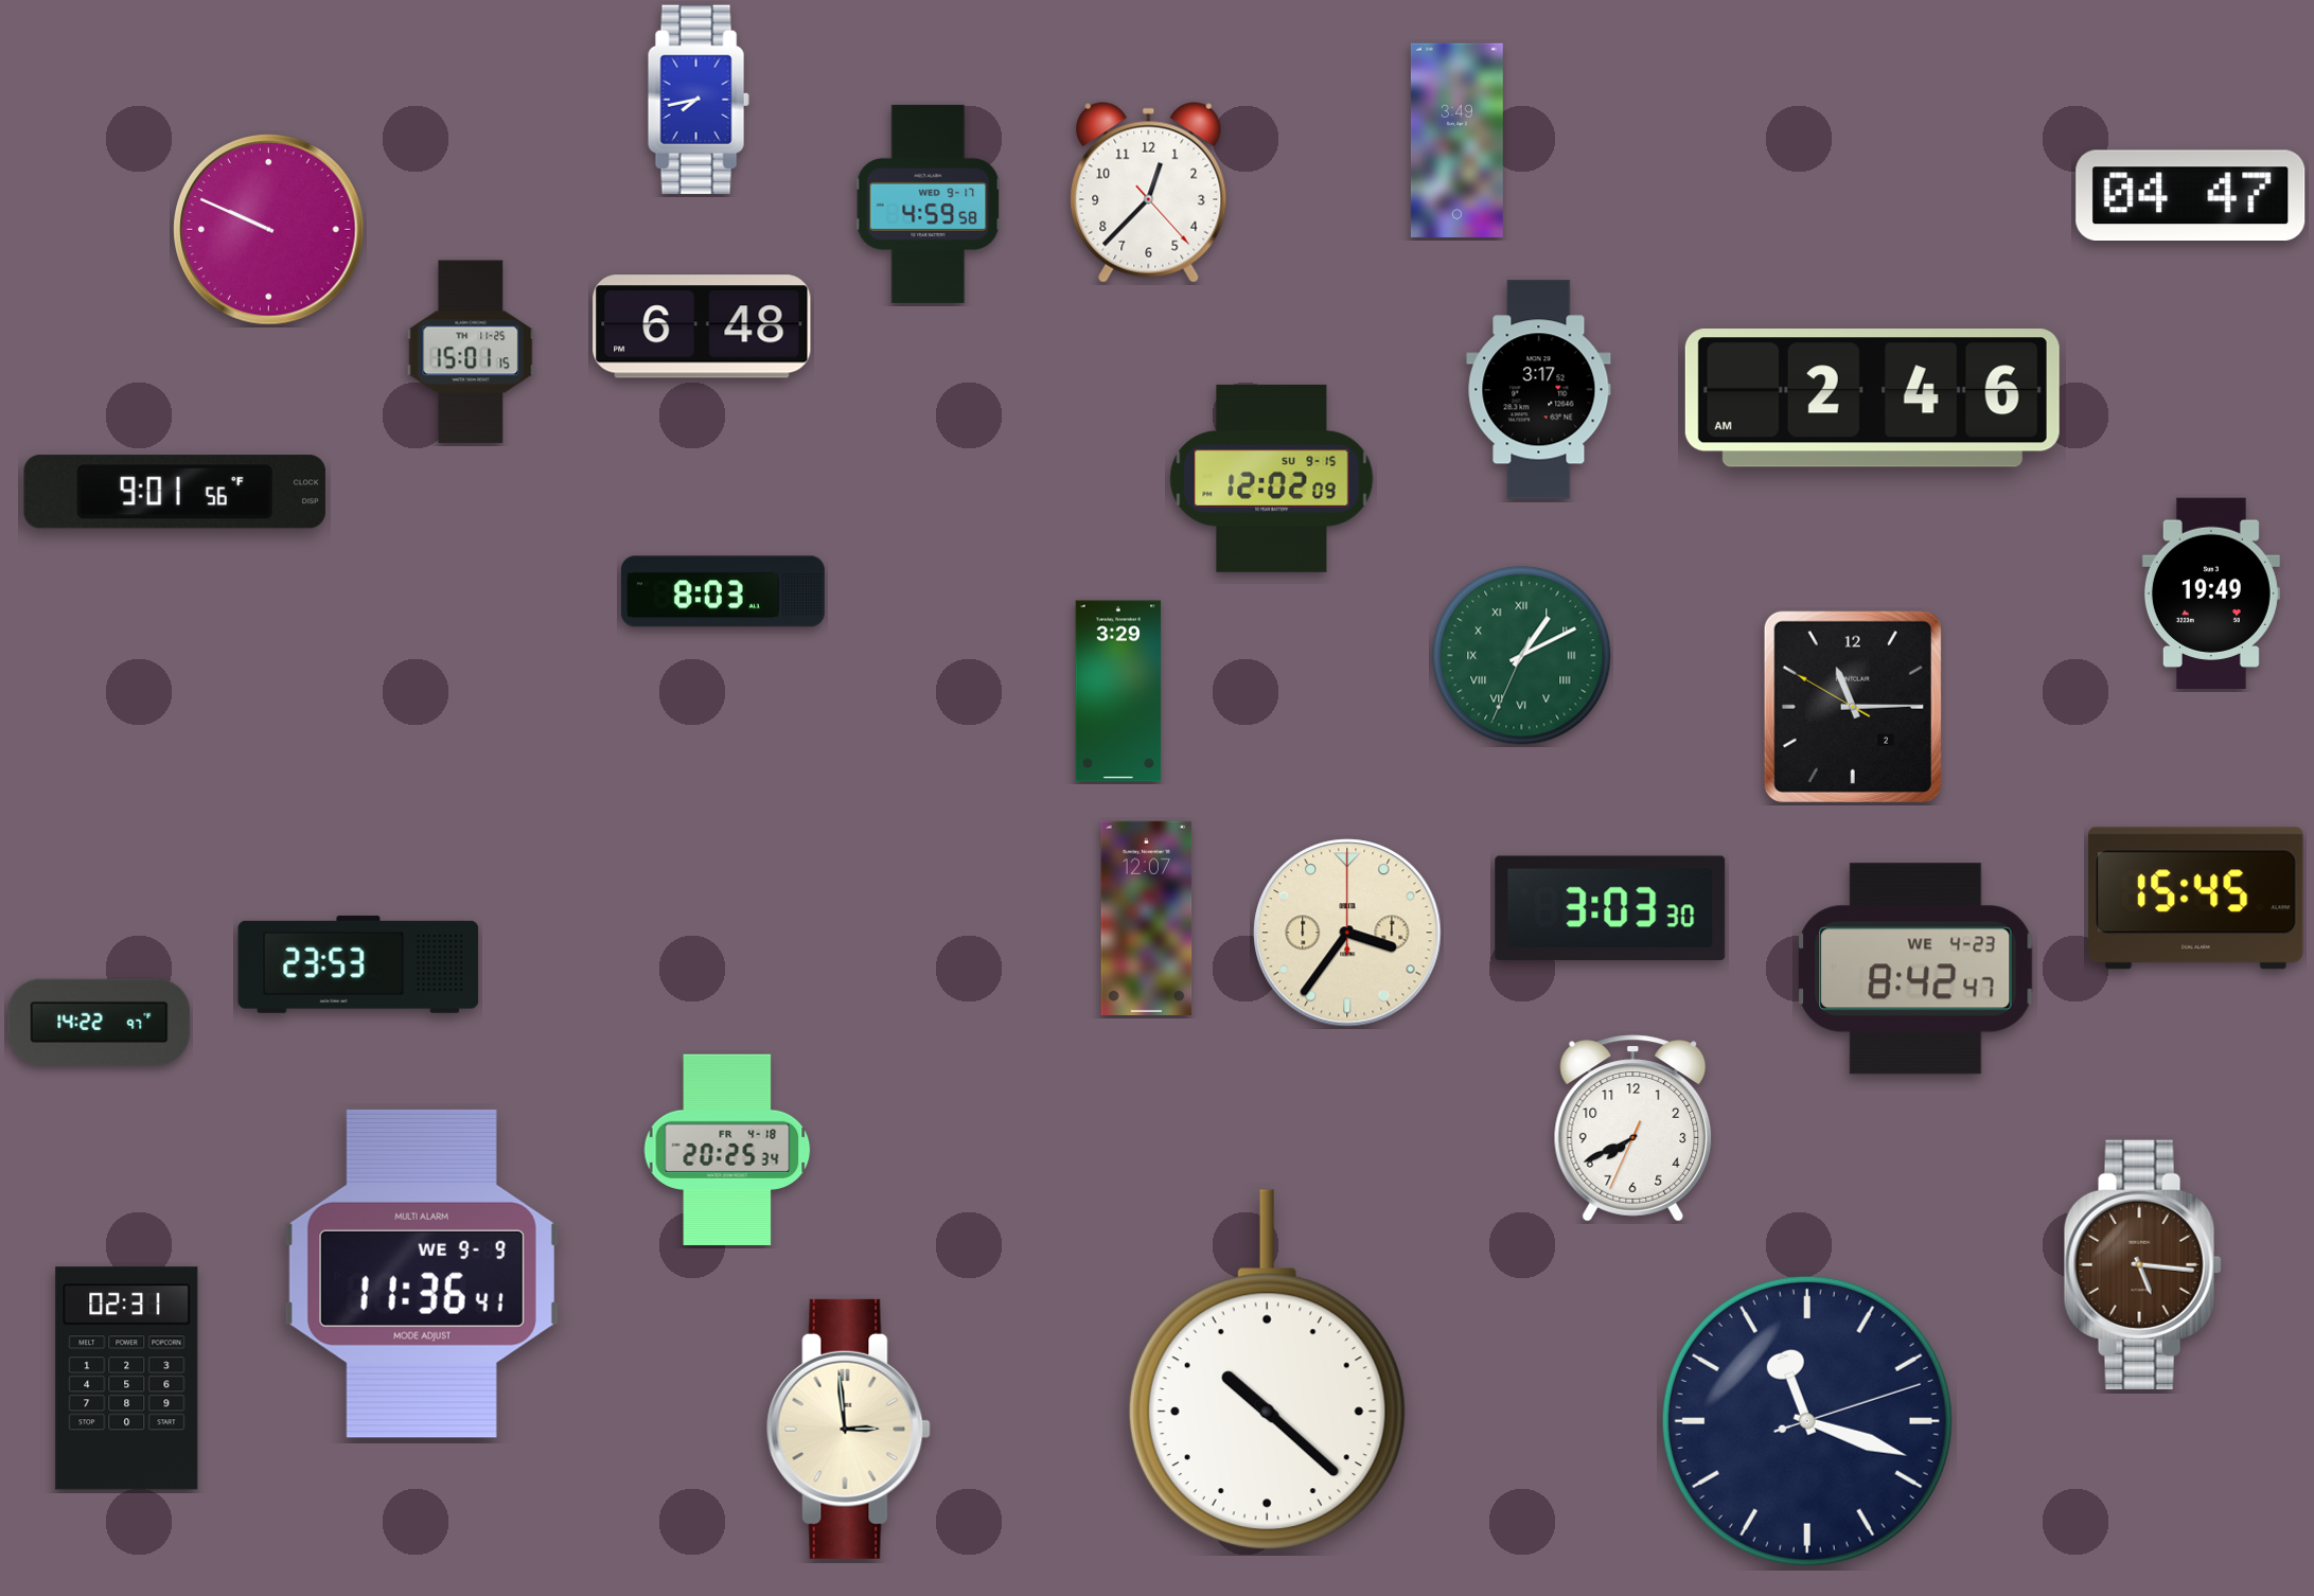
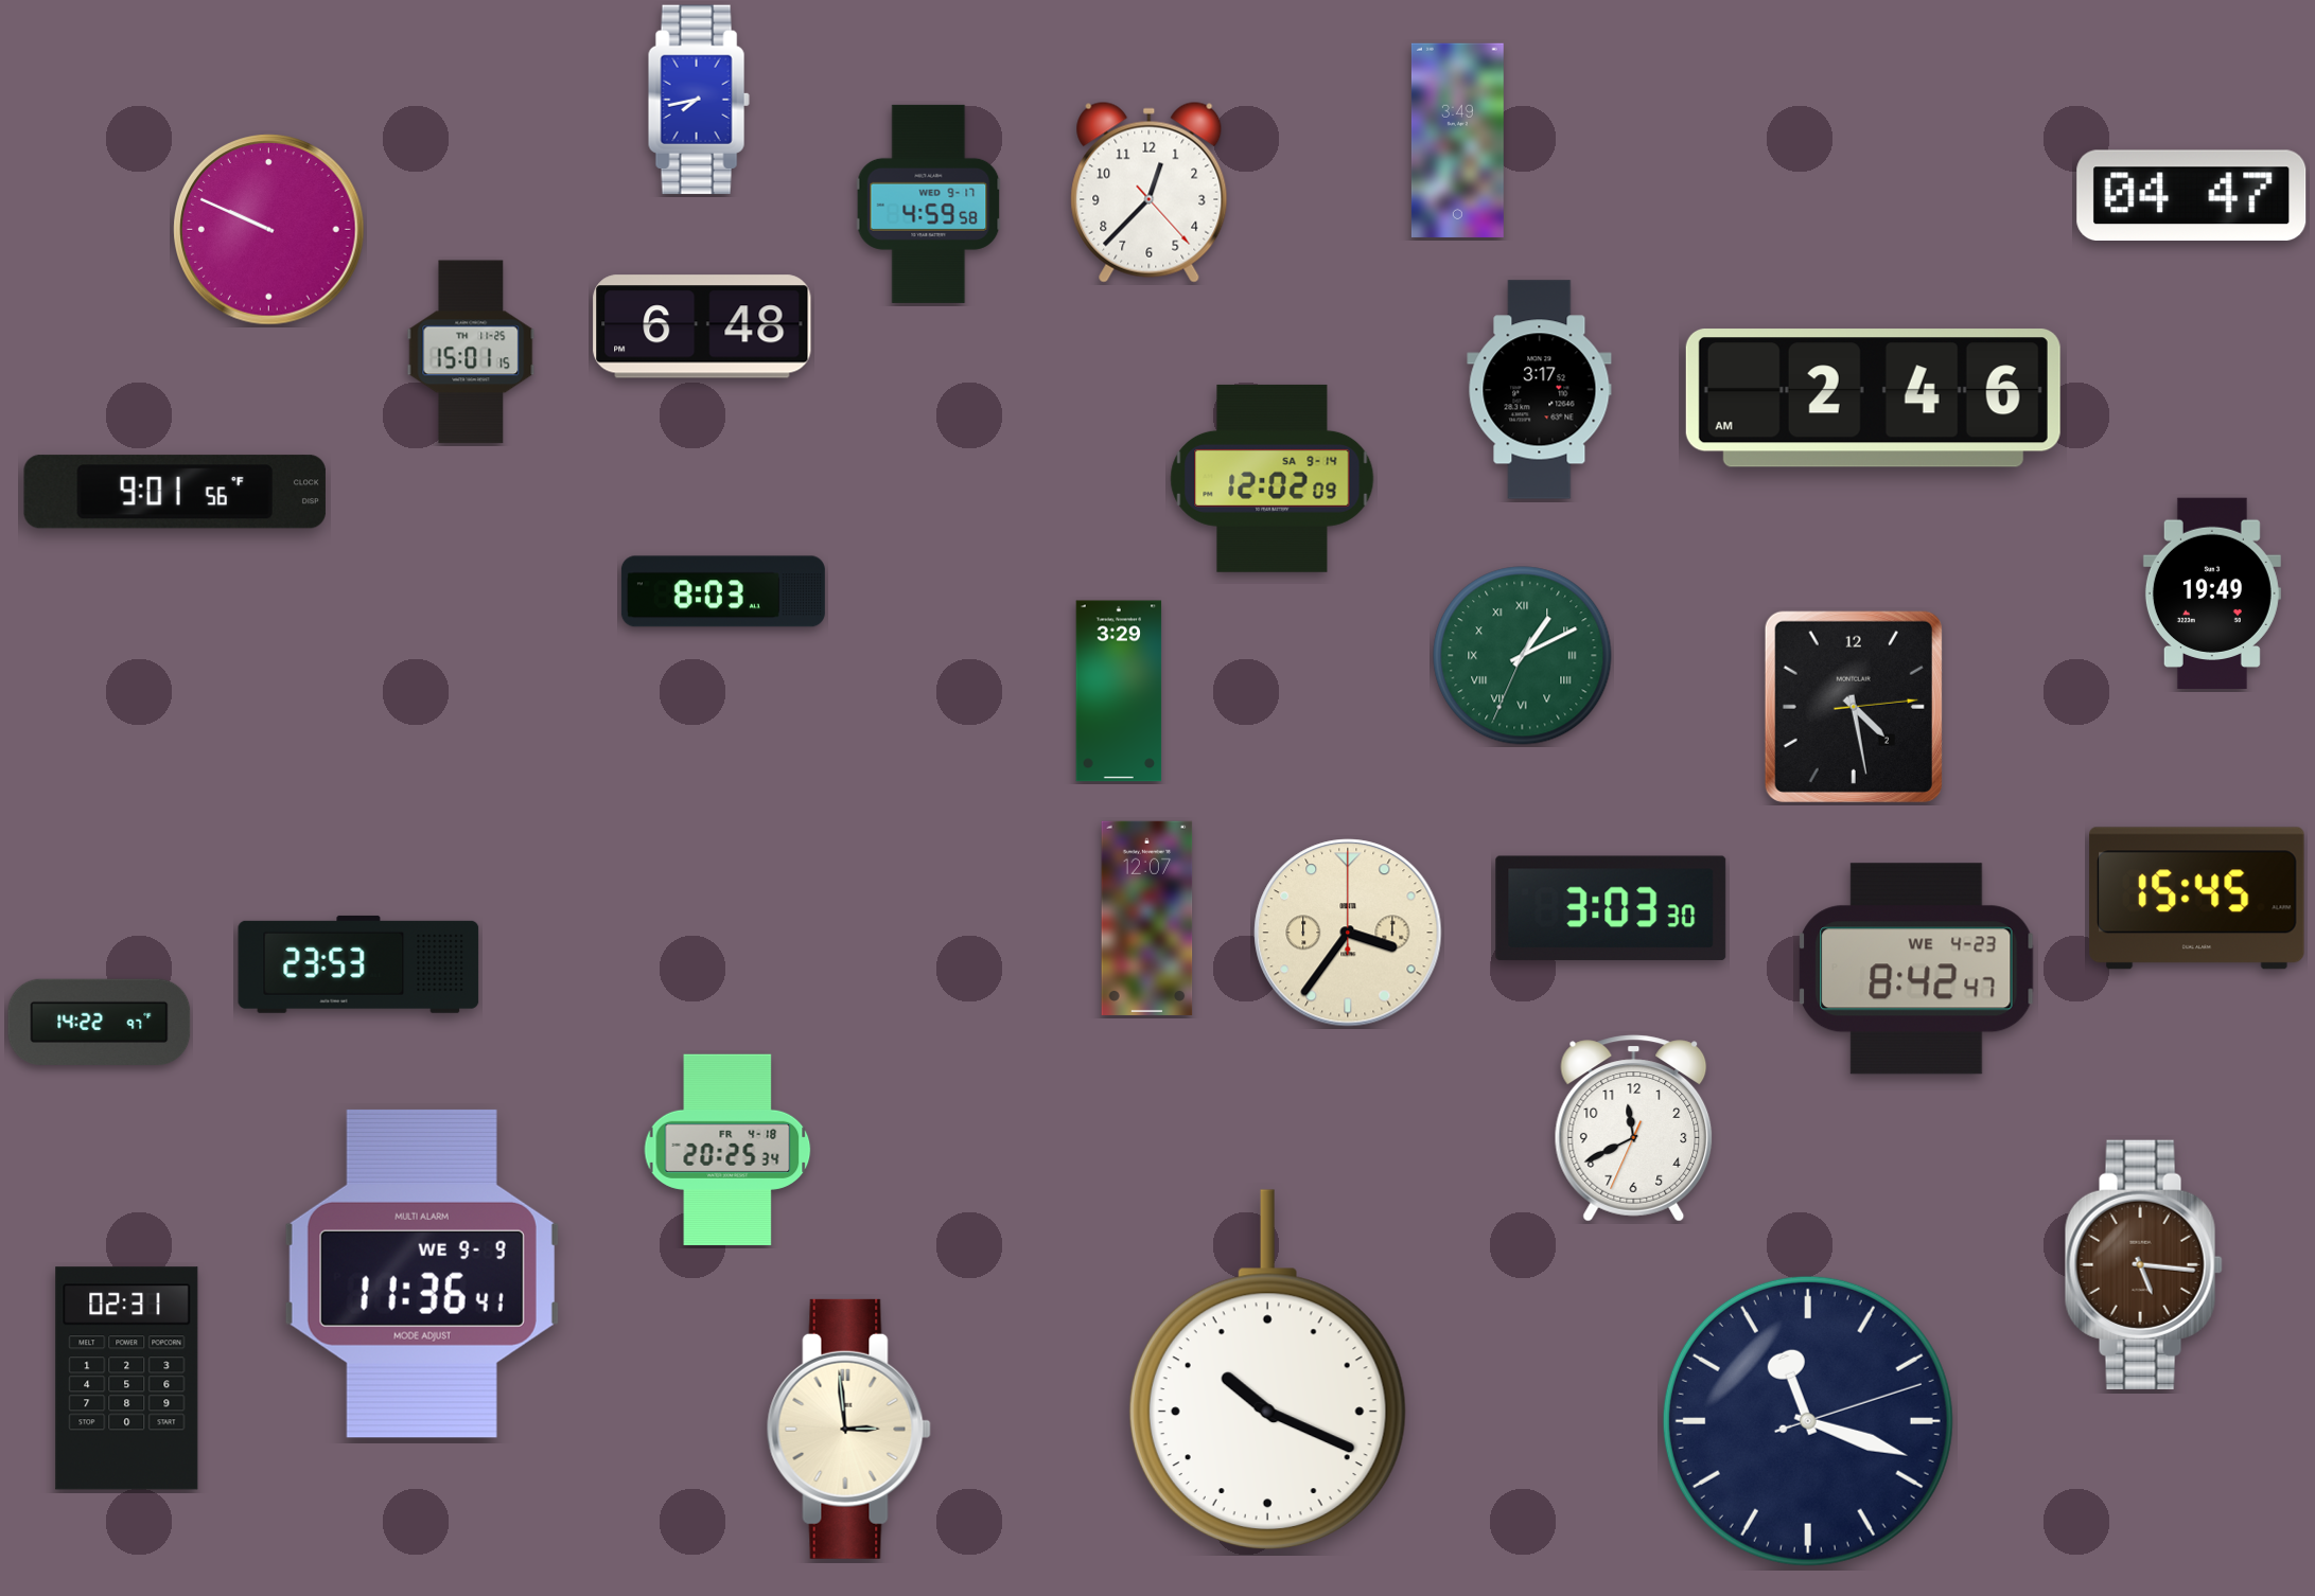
clock at (1272, 478) date: SU 9-15 -> SA 9-14
clock at (1853, 707): 11:14 -> 4:28
clock at (1633, 1129): 7:40 -> 11:40
clock at (1267, 1369): 10:22 -> 10:19
